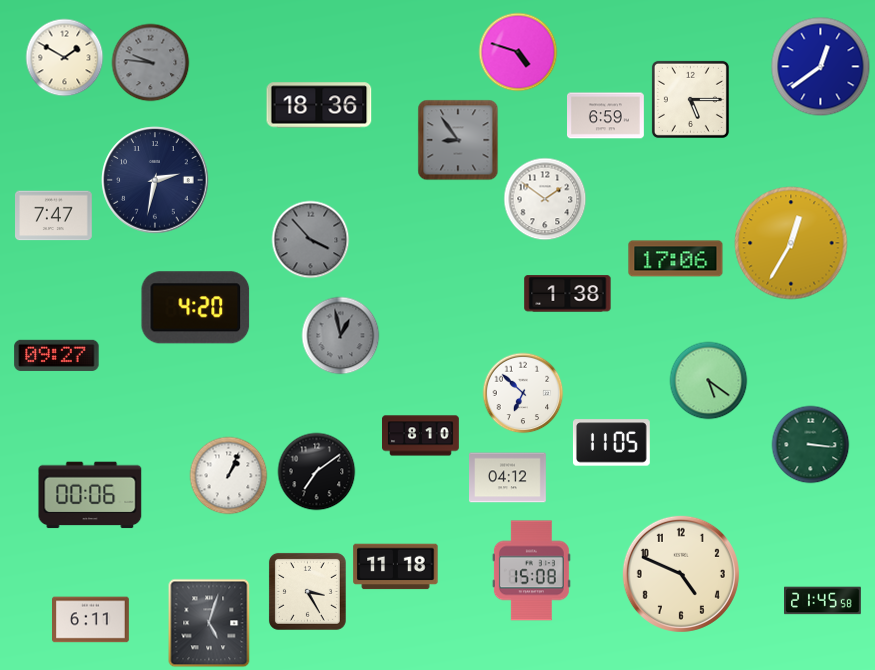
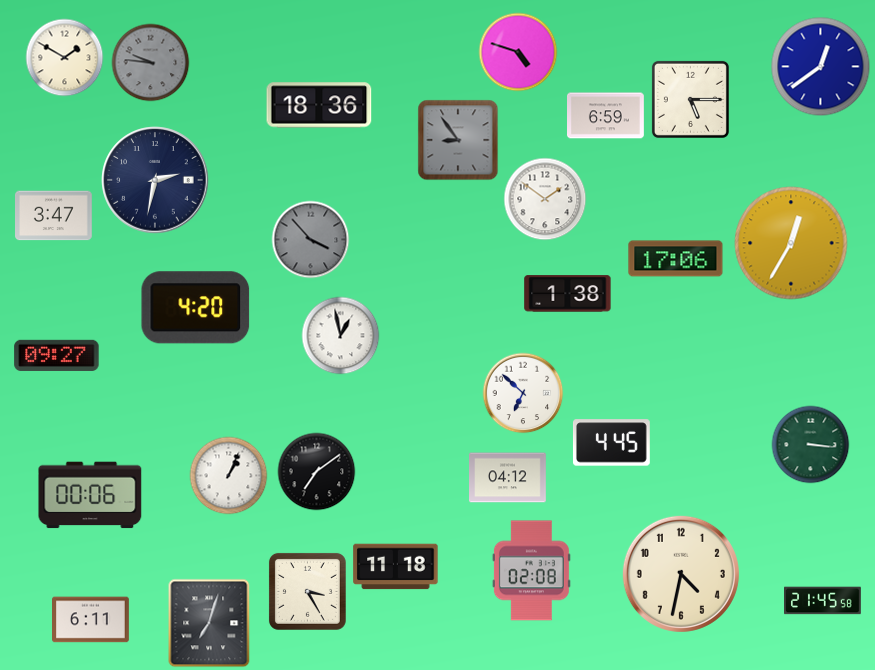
clock at (54, 216): 7:47 -> 3:47
clock at (340, 335) dial: grey -> white
clock at (708, 380): 5:21 -> none
clock at (421, 436): 8:10 -> none
clock at (611, 443): 11:05 -> 4:45
clock at (531, 571): 15:08 -> 02:08
clock at (681, 574): 4:49 -> 4:32
clock at (209, 623): 5:03 -> 7:03
